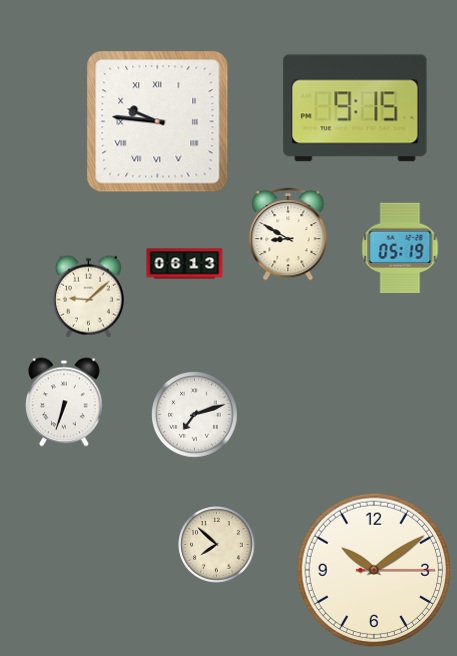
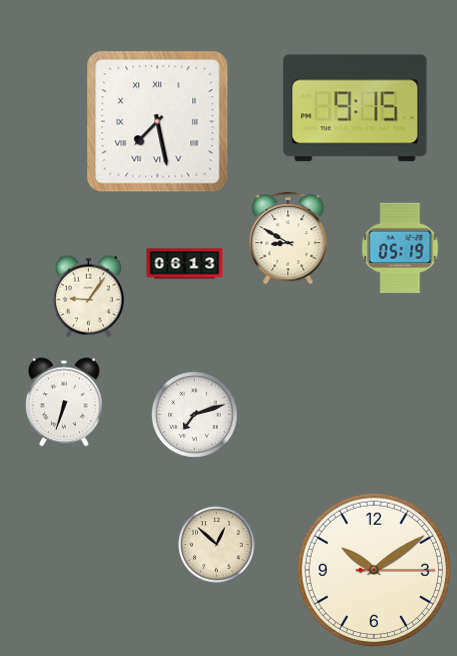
clock at (158, 122): 9:46 -> 7:28
clock at (288, 234) position: (288, 234) -> (288, 238)
clock at (88, 296): 9:08 -> 9:06
clock at (217, 545): 7:52 -> 12:52
